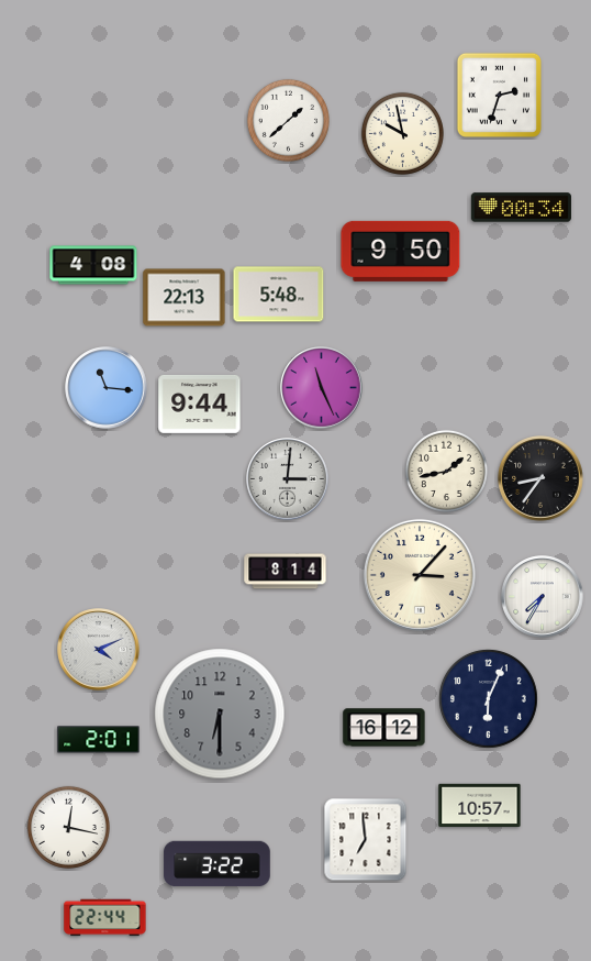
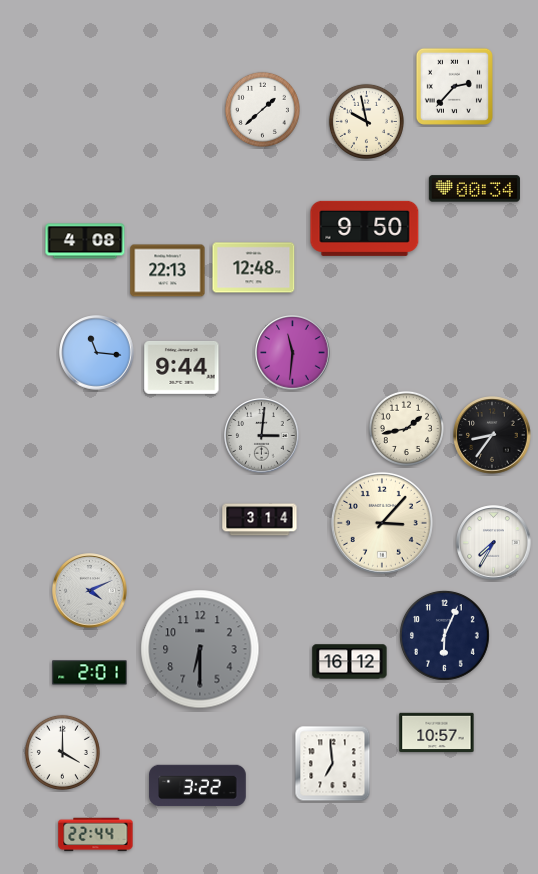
clock at (499, 95): 2:33 -> 2:37
clock at (279, 295): 5:48 -> 12:48
clock at (322, 388): 11:26 -> 11:31
clock at (286, 572): 8:14 -> 3:14
clock at (68, 827): 12:17 -> 4:00
